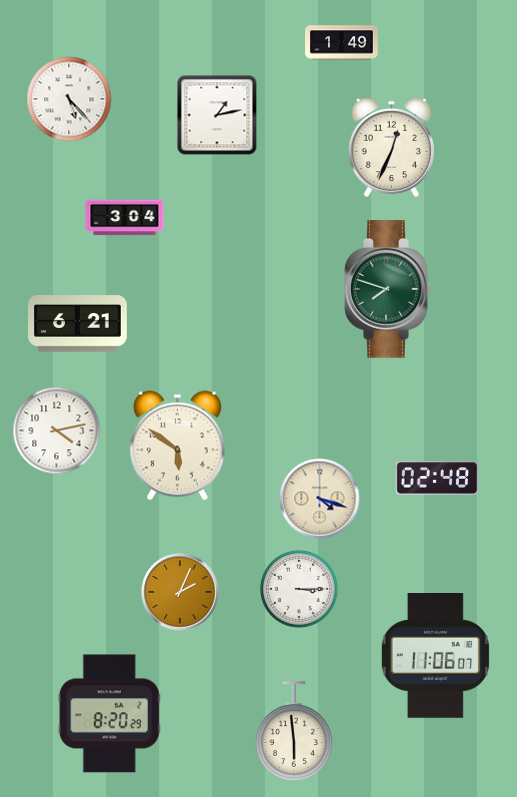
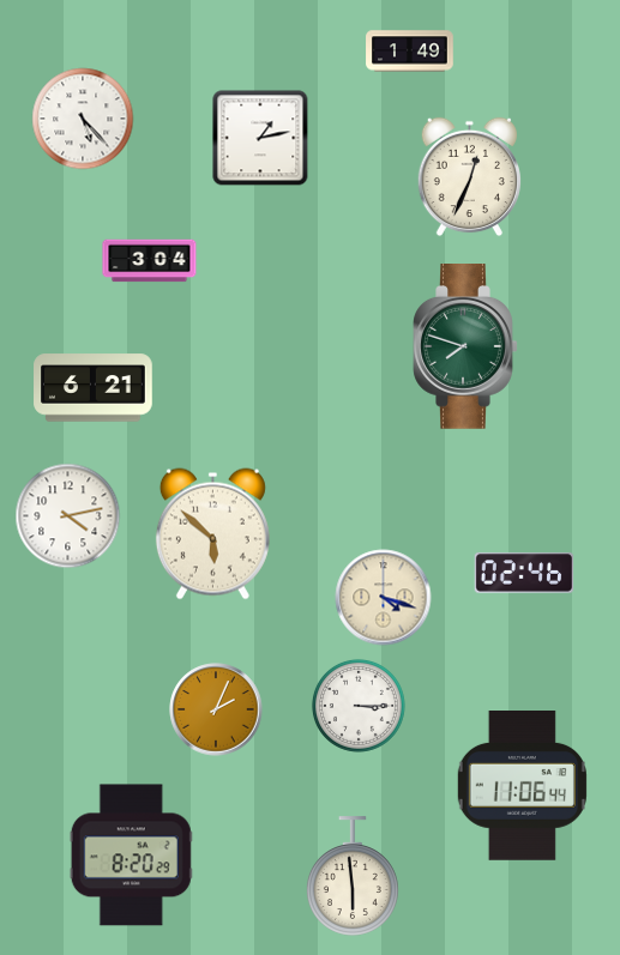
clock at (177, 446): 5:51 -> 5:52
clock at (437, 478): 02:48 -> 02:46
clock at (435, 656): 11:06:07 -> 11:06:44
